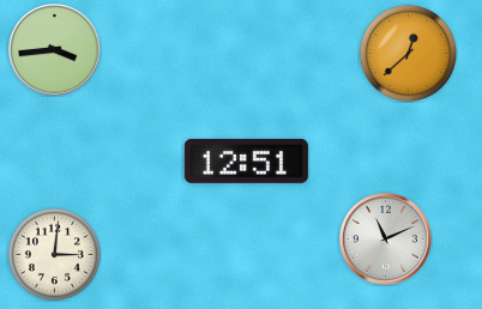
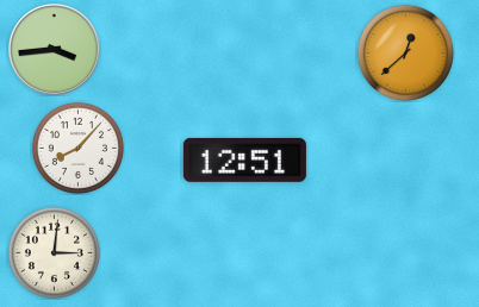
clock at (77, 148): none -> 8:07
clock at (386, 240): 11:11 -> none
